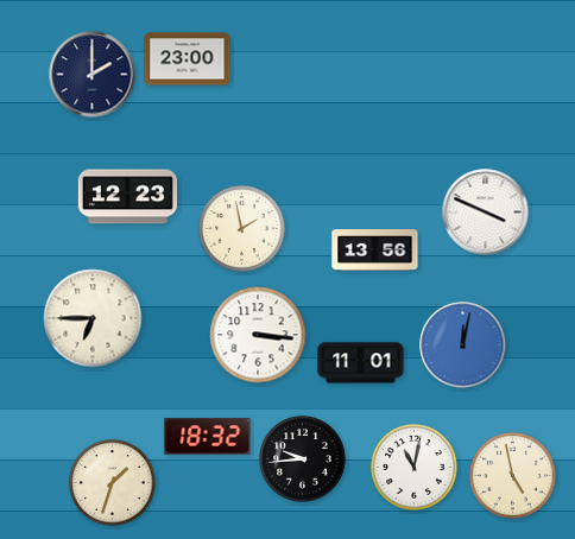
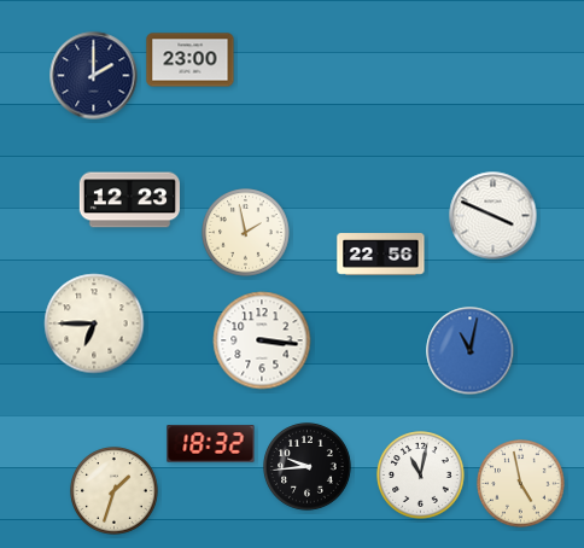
clock at (375, 251): 13:56 -> 22:56
clock at (463, 345): 12:02 -> 11:02
clock at (361, 363): 11:01 -> none
